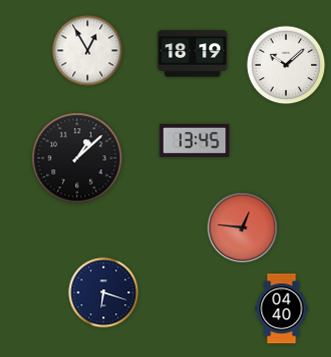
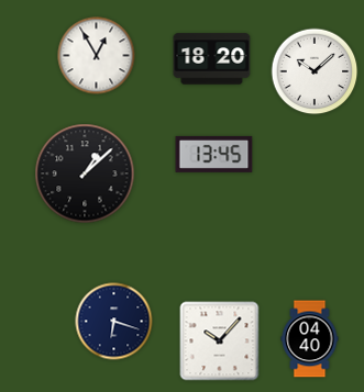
clock at (193, 54): 18:19 -> 18:20
clock at (243, 228): 12:46 -> none
clock at (220, 341): none -> 10:07
